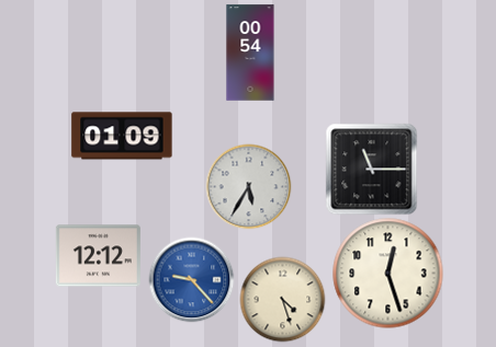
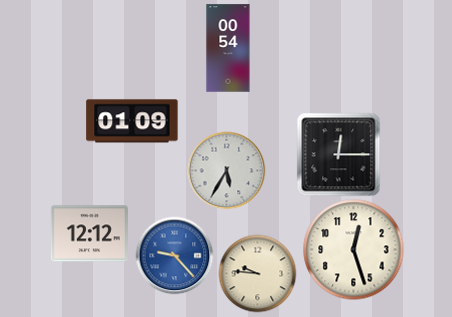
clock at (122, 136) position: (122, 136) -> (132, 121)
clock at (371, 169): 11:15 -> 12:15
clock at (282, 299): 4:27 -> 9:46
